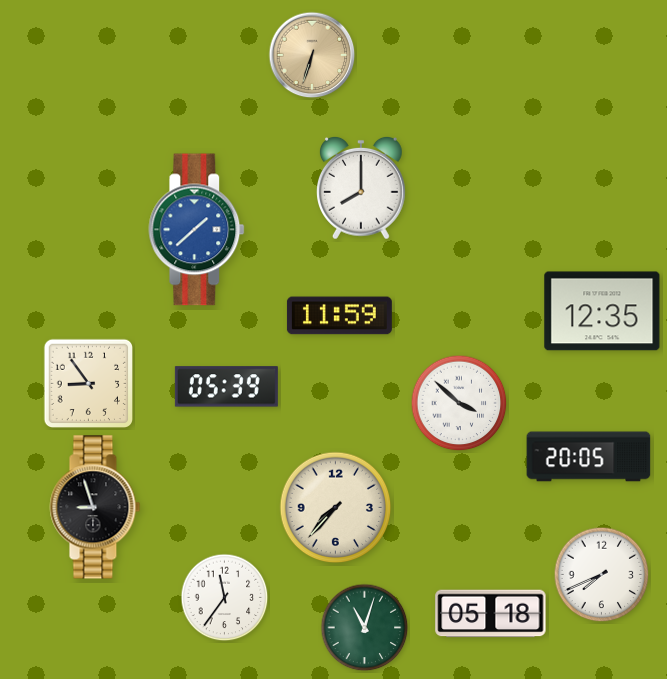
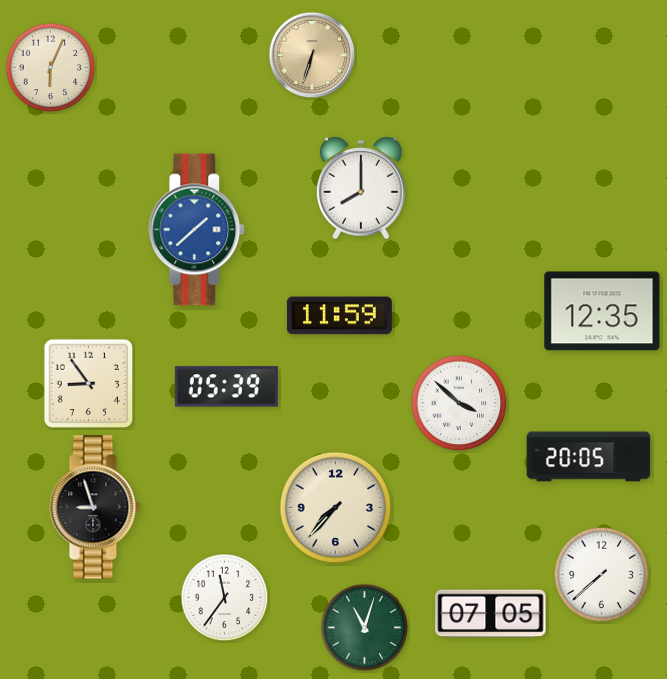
clock at (51, 68): none -> 6:04
clock at (602, 575): 7:41 -> 7:38
clock at (491, 614): 05:18 -> 07:05
